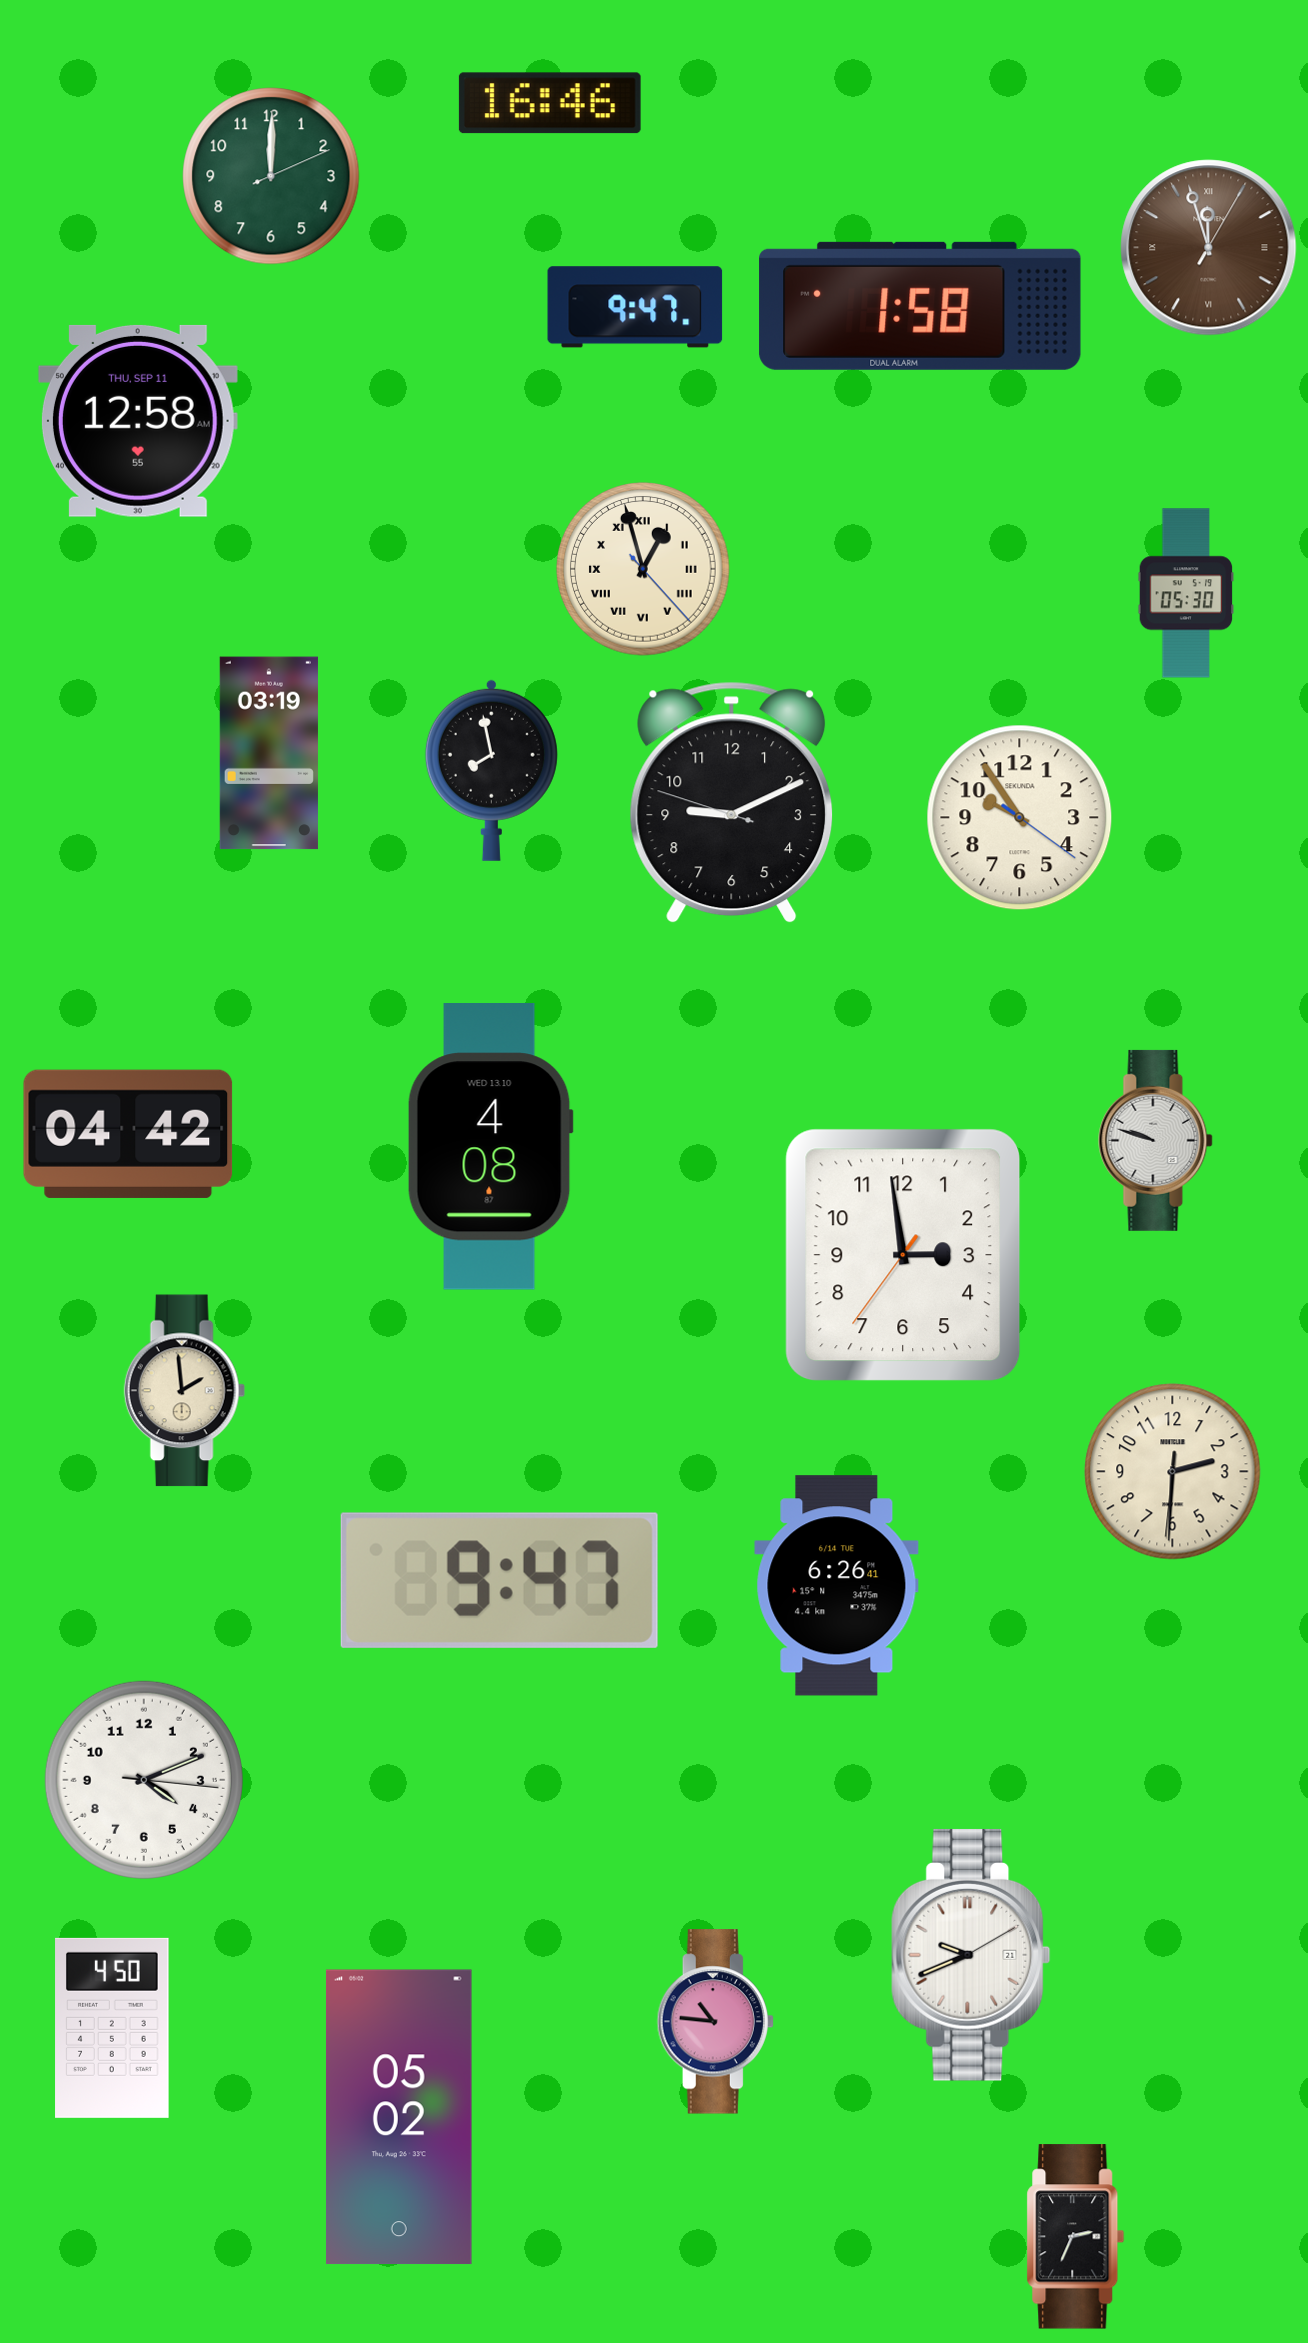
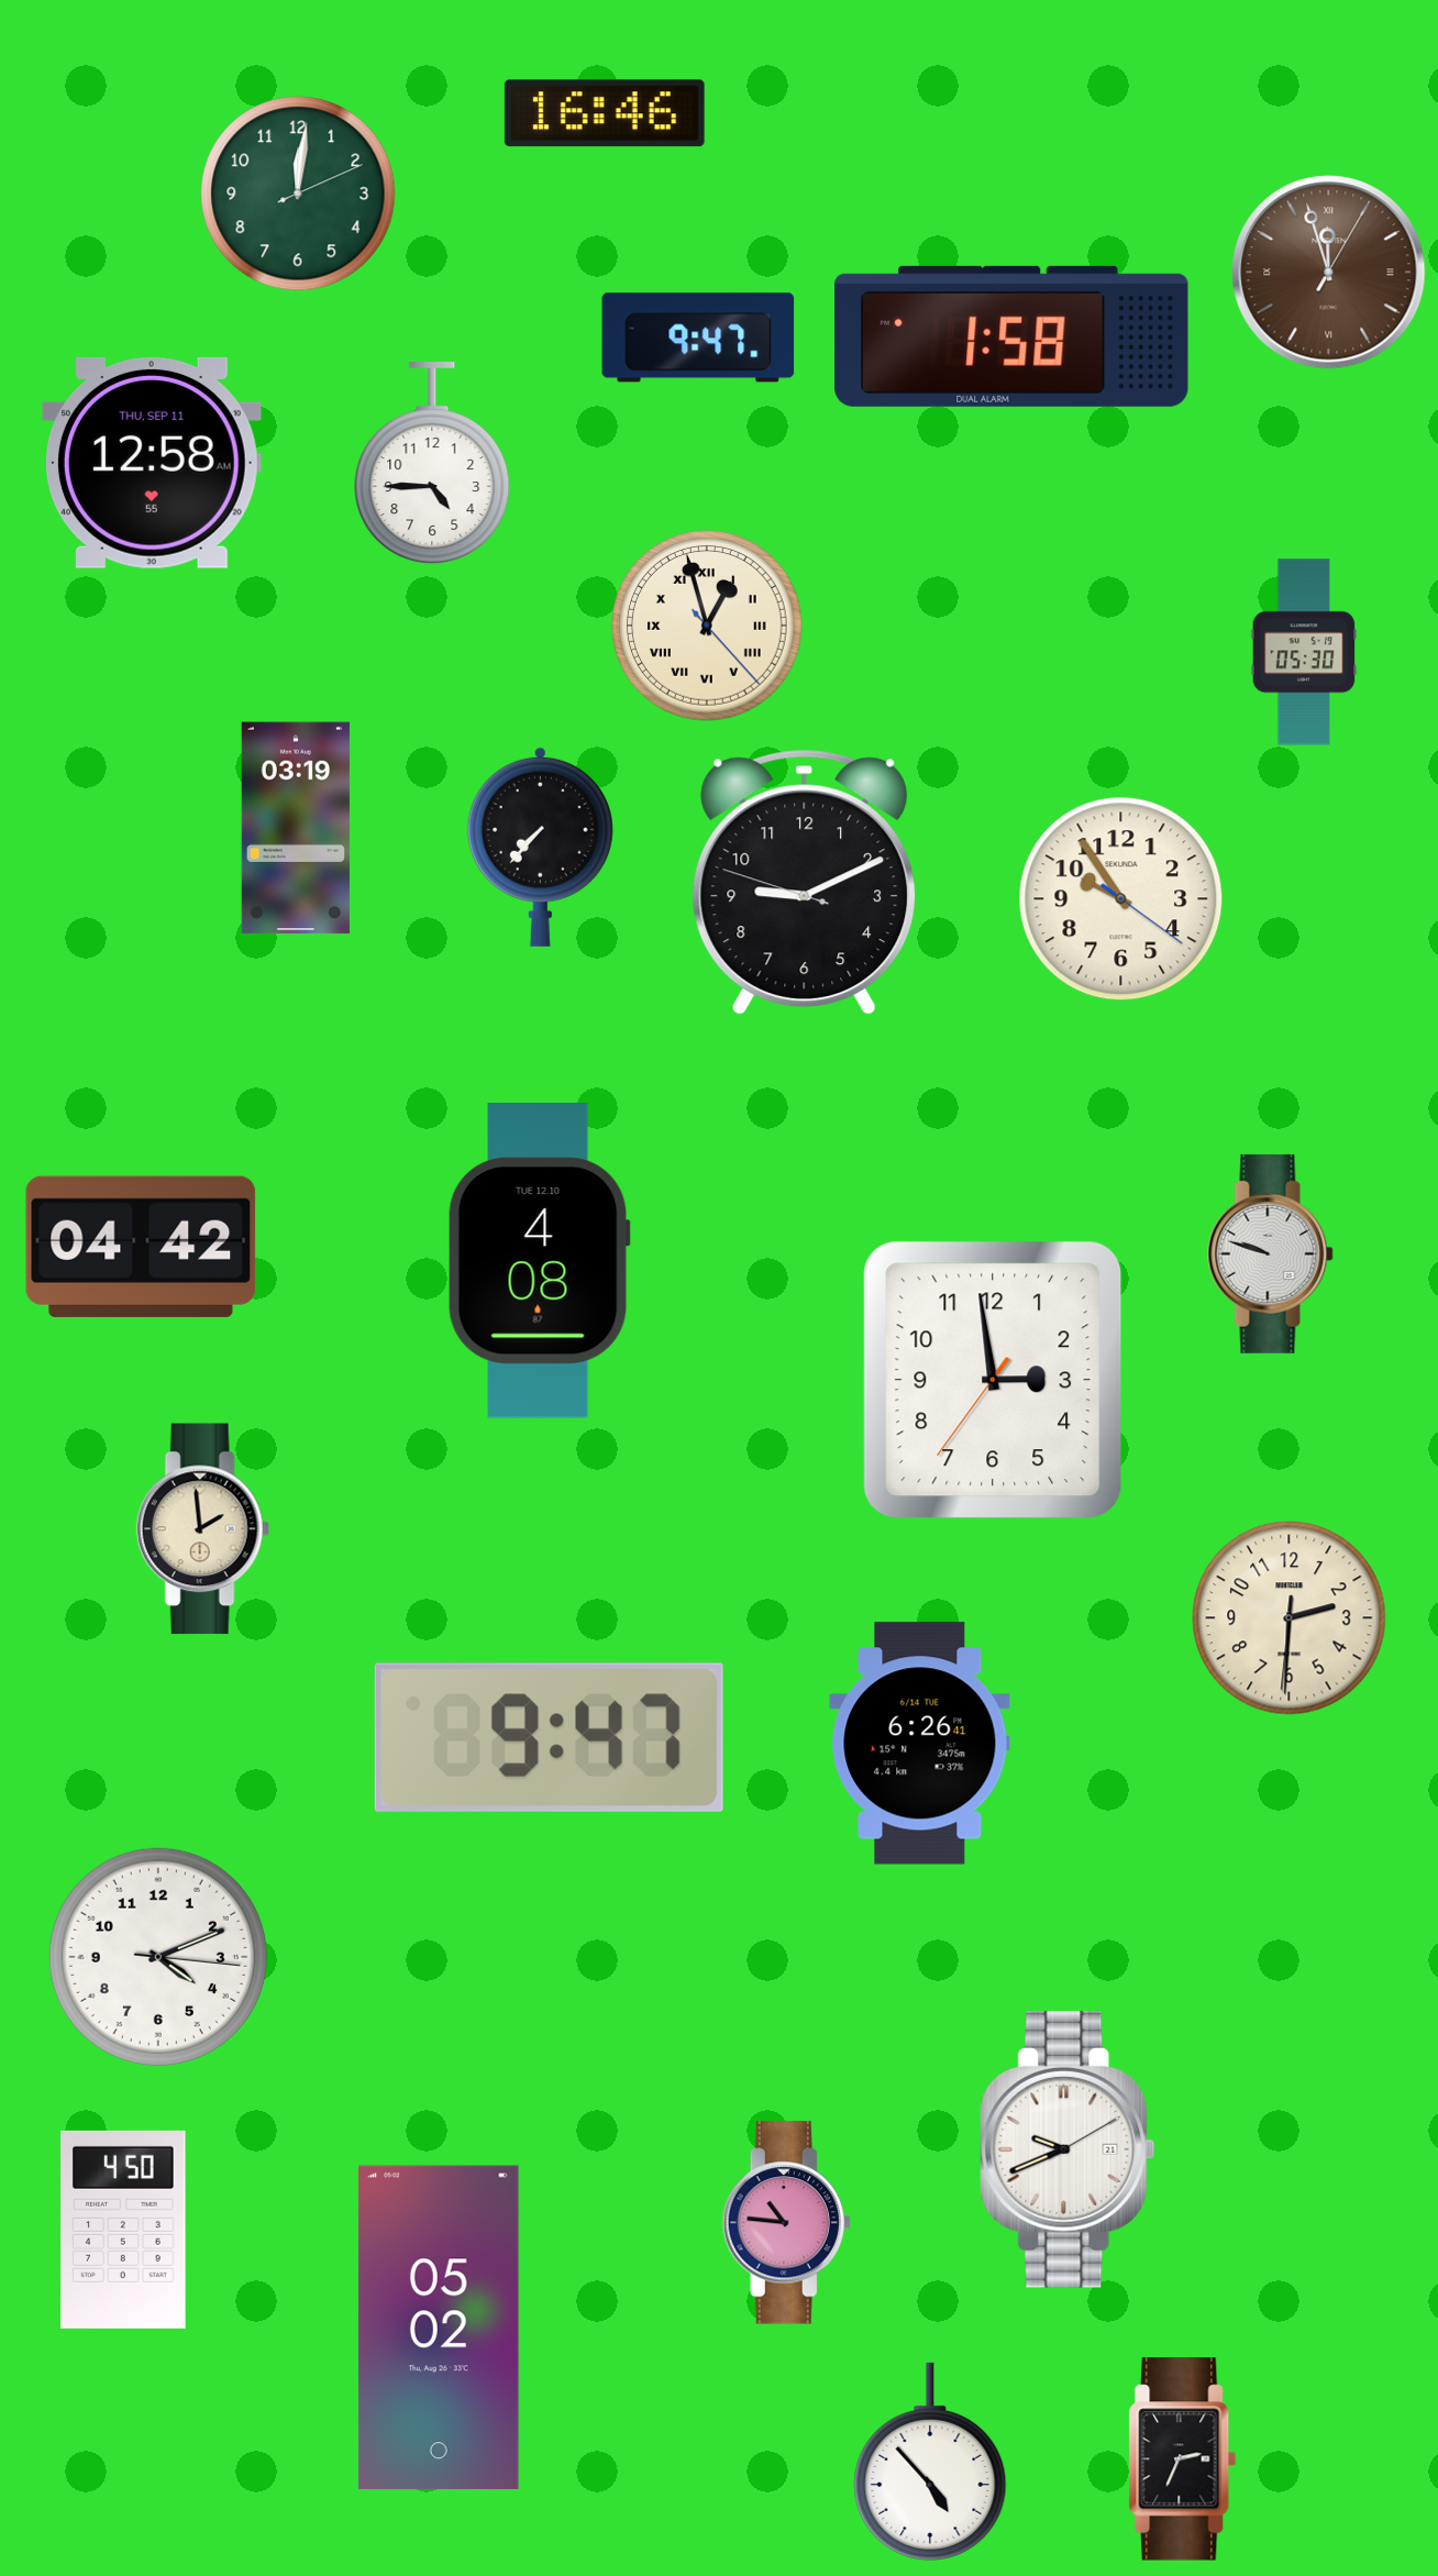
clock at (271, 176): 12:00 -> 12:01
clock at (432, 463): none -> 4:45
clock at (491, 770): 7:58 -> 7:37
clock at (490, 1147) date: WED 13.10 -> TUE 12.10
clock at (930, 2462): none -> 4:53
